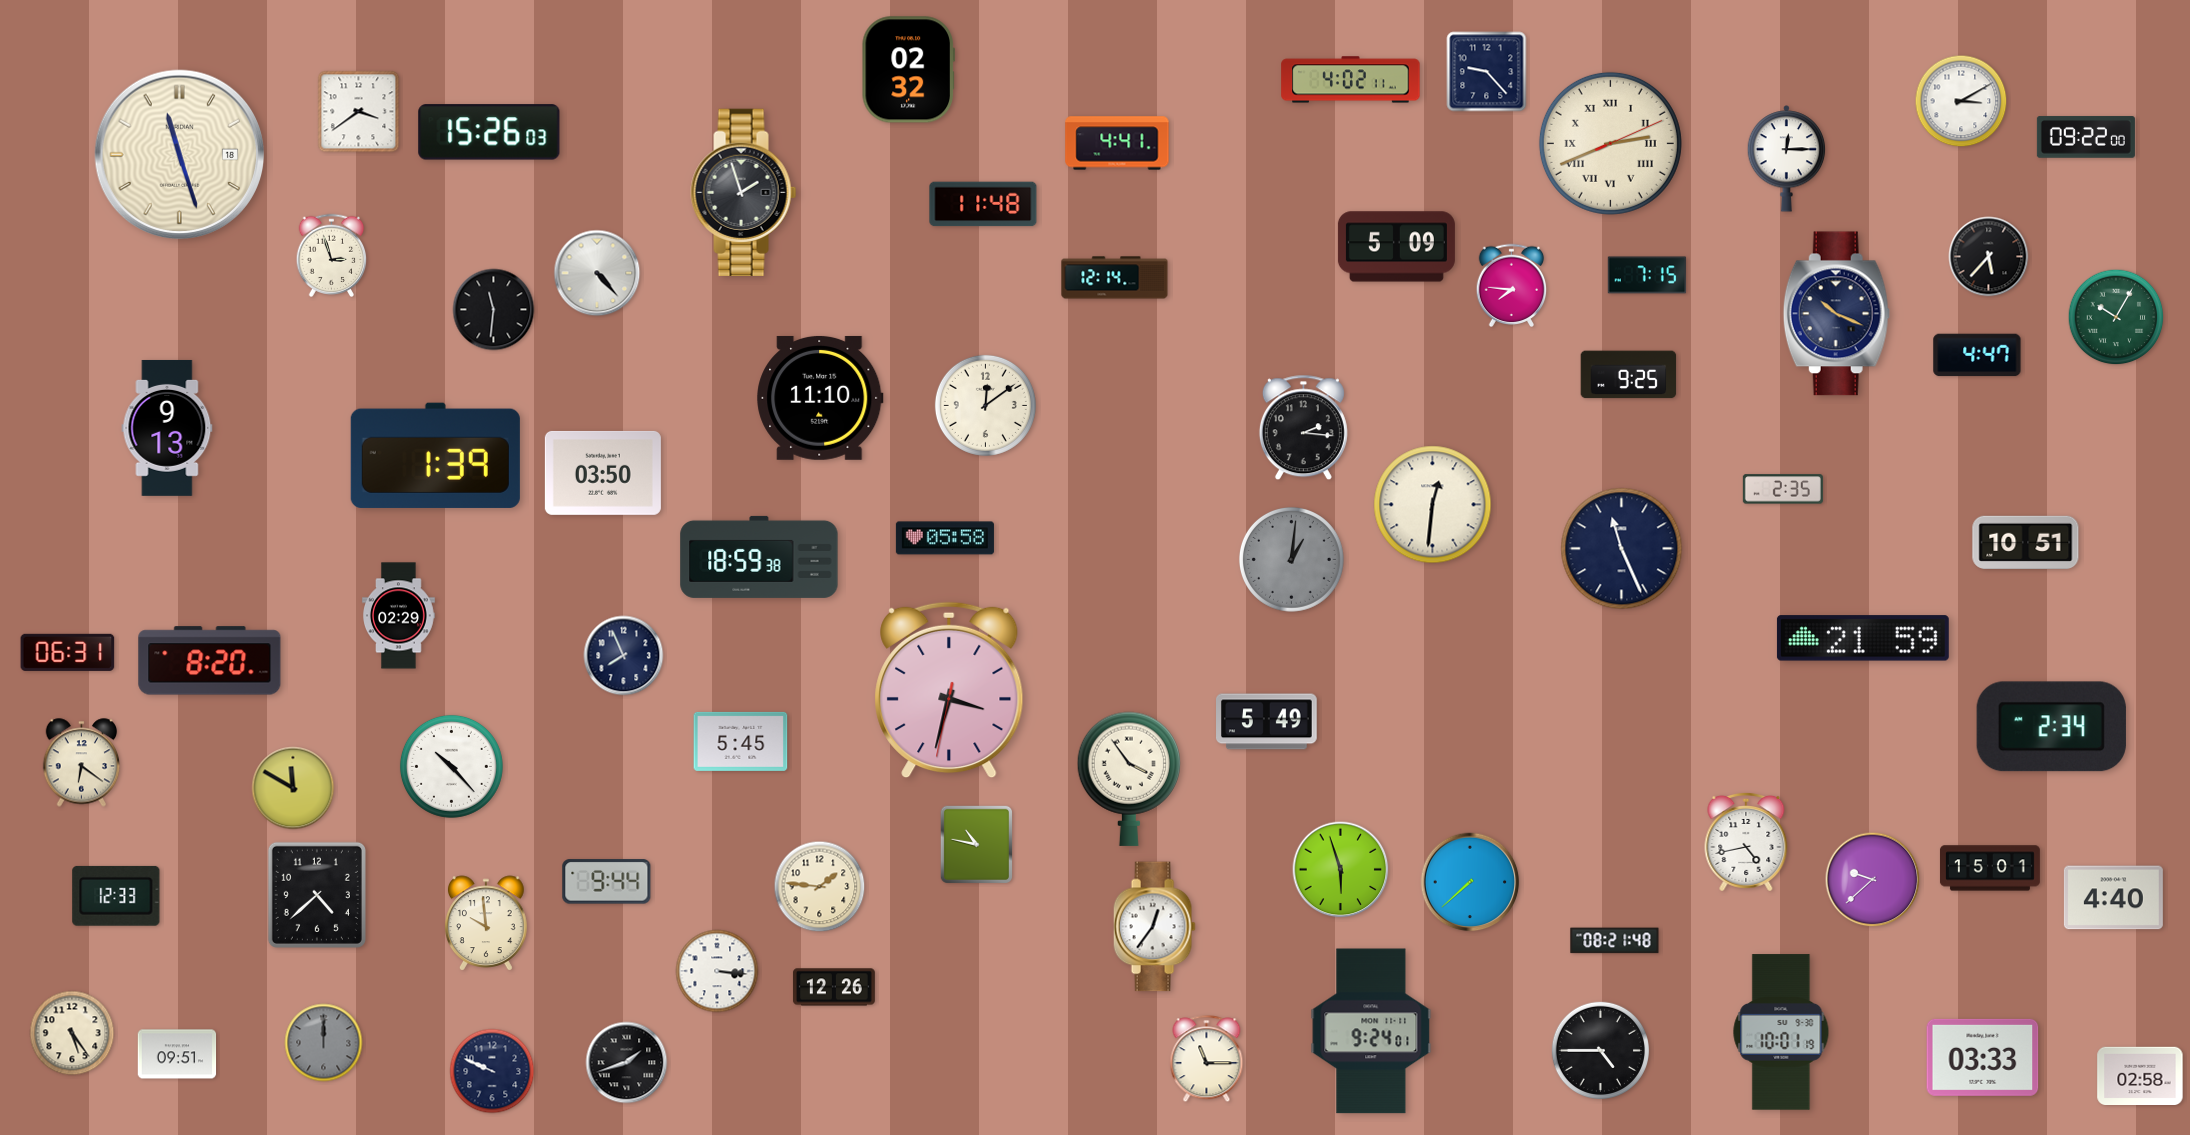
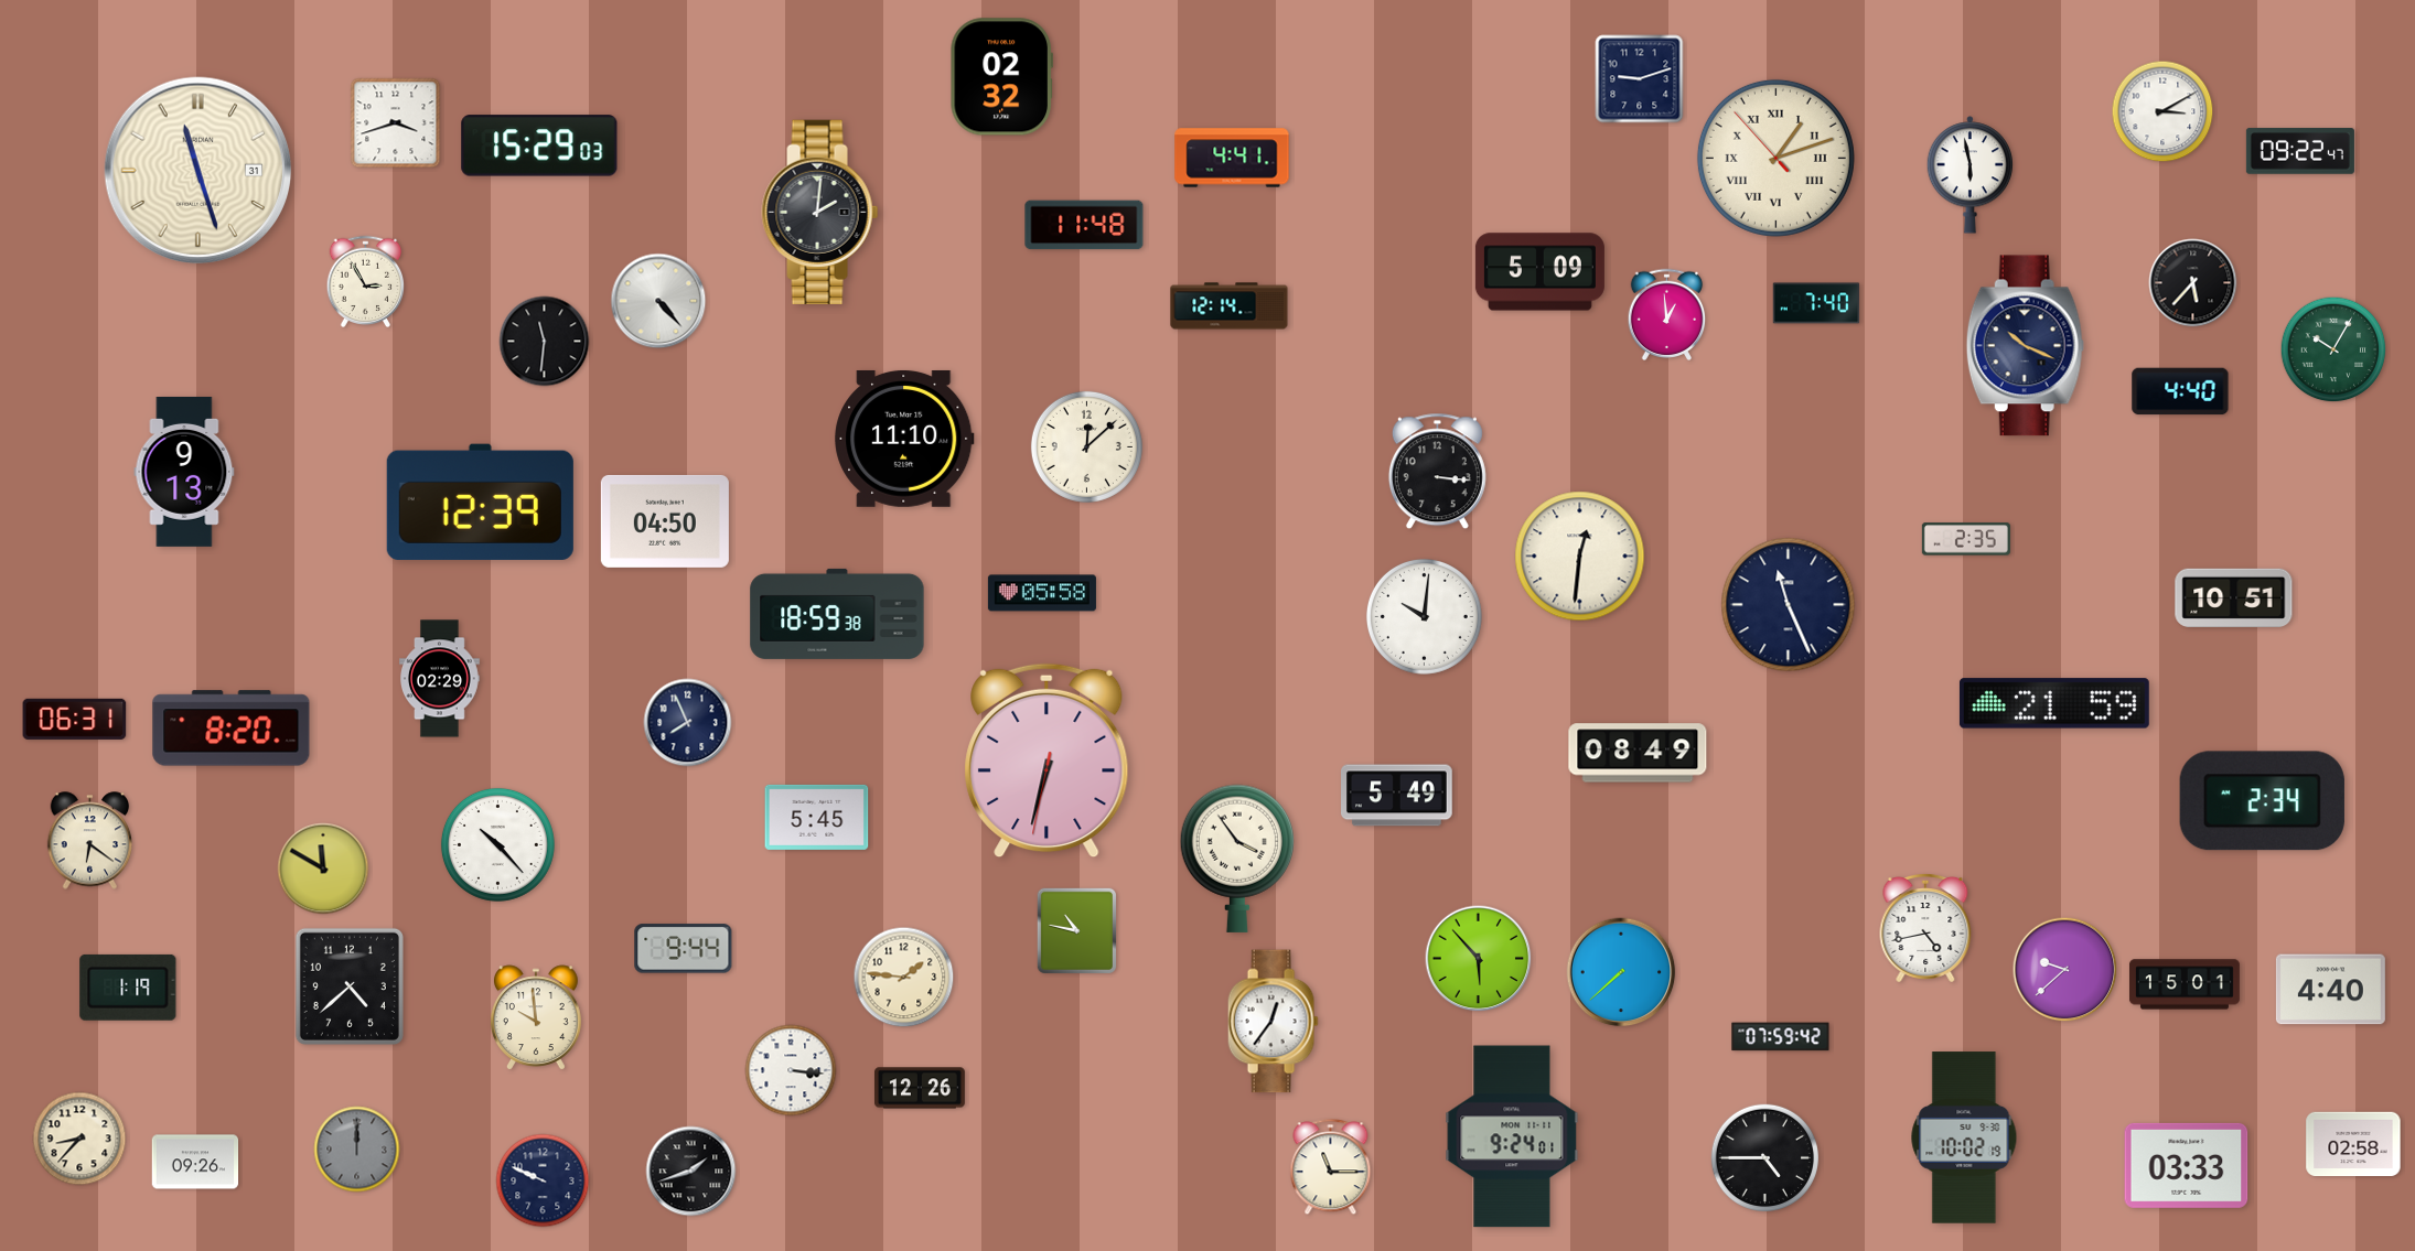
clock at (1487, 72): 9:23 -> 9:12
clock at (1351, 80): 4:02 -> none
clock at (359, 112): 3:39 -> 3:42
clock at (489, 132): 15:26 -> 15:29
clock at (2086, 137): 09:22:00 -> 09:22:47
clock at (1610, 143): 2:41 -> 1:11
clock at (180, 155) date: 18 -> 31
clock at (1787, 159): 12:15 -> 5:58
clock at (744, 192): 1:57 -> 2:01
clock at (332, 255): 2:57 -> 2:55
clock at (1647, 275): 7:15 -> 7:40
clock at (1512, 285): 7:46 -> 12:59
clock at (1977, 355): 4:47 -> 4:40
clock at (1629, 375): 9:25 -> none
clock at (985, 405): 12:09 -> 12:08
clock at (1303, 428): 2:16 -> 3:16
clock at (435, 455): 1:39 -> 12:39
clock at (603, 473): 03:50 -> 04:50
clock at (1291, 559): 1:01 -> 10:01
clock at (1291, 559) dial: grey -> white
clock at (1638, 753): none -> 08:49
clock at (949, 690): 3:32 -> 6:32
clock at (1128, 779) position: (1128, 779) -> (1236, 859)
clock at (1990, 868) position: (1990, 868) -> (2185, 984)
clock at (1341, 870): 5:57 -> 5:53
clock at (607, 882) position: (607, 882) -> (684, 949)
clock at (116, 896): 12:33 -> 1:19
clock at (1615, 941): 08:21 -> 07:59
clock at (1781, 1032): 10:01 -> 10:02
clock at (72, 1033): 5:24 -> 8:37
clock at (177, 1054): 09:51 -> 09:26
clock at (2140, 1075) position: (2140, 1075) -> (2353, 1143)
